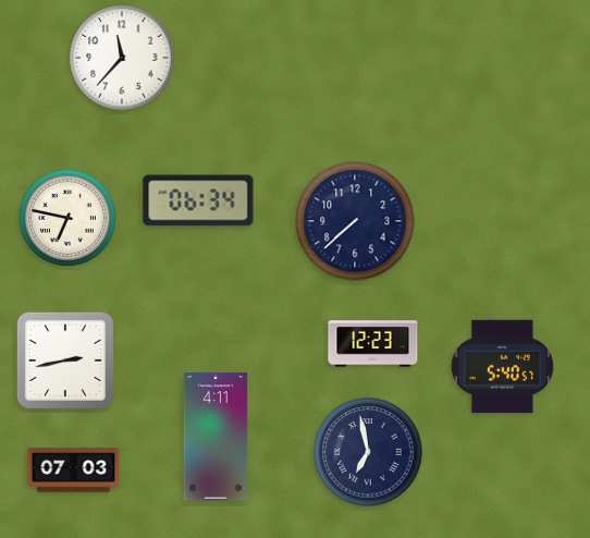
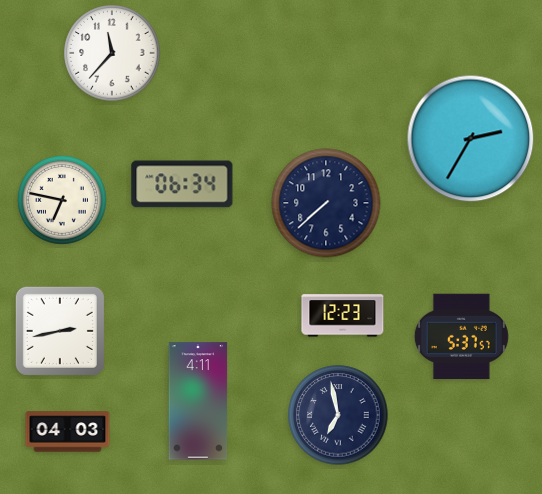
clock at (471, 139): none -> 2:35
clock at (502, 367): 5:40 -> 5:37
clock at (74, 470): 07:03 -> 04:03
